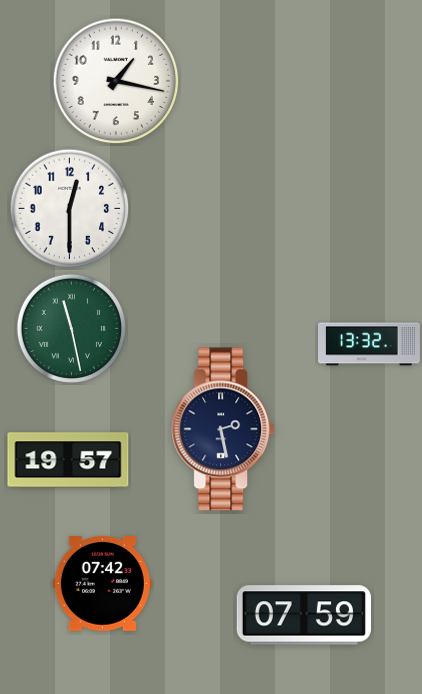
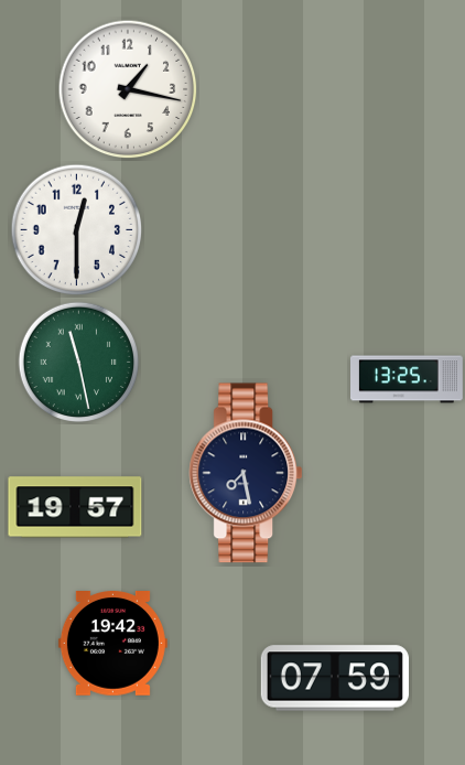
clock at (370, 344): 13:32 -> 13:25
clock at (223, 429): 2:28 -> 7:28
clock at (102, 584): 07:42 -> 19:42
